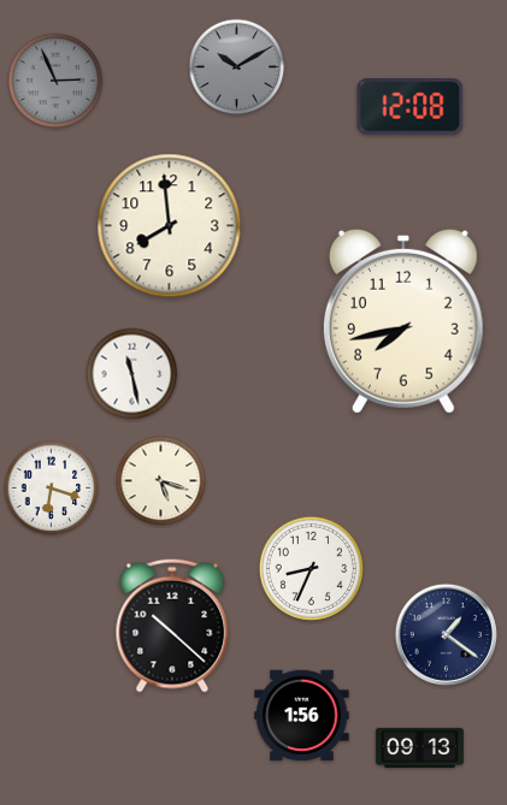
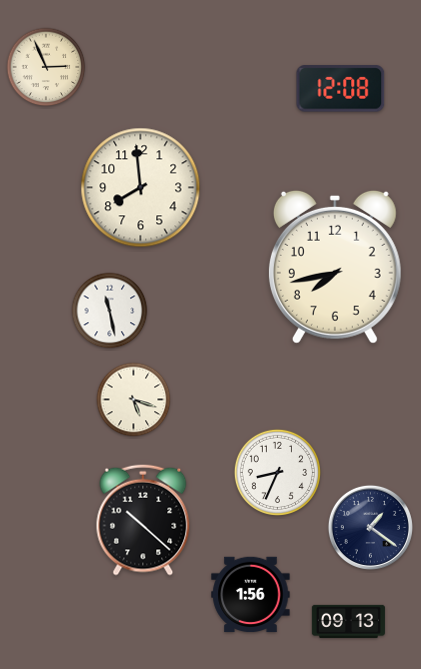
clock at (237, 67): 10:10 -> none
clock at (55, 81) dial: grey -> cream
clock at (52, 489): 6:18 -> none
clock at (311, 568) position: (311, 568) -> (277, 472)
